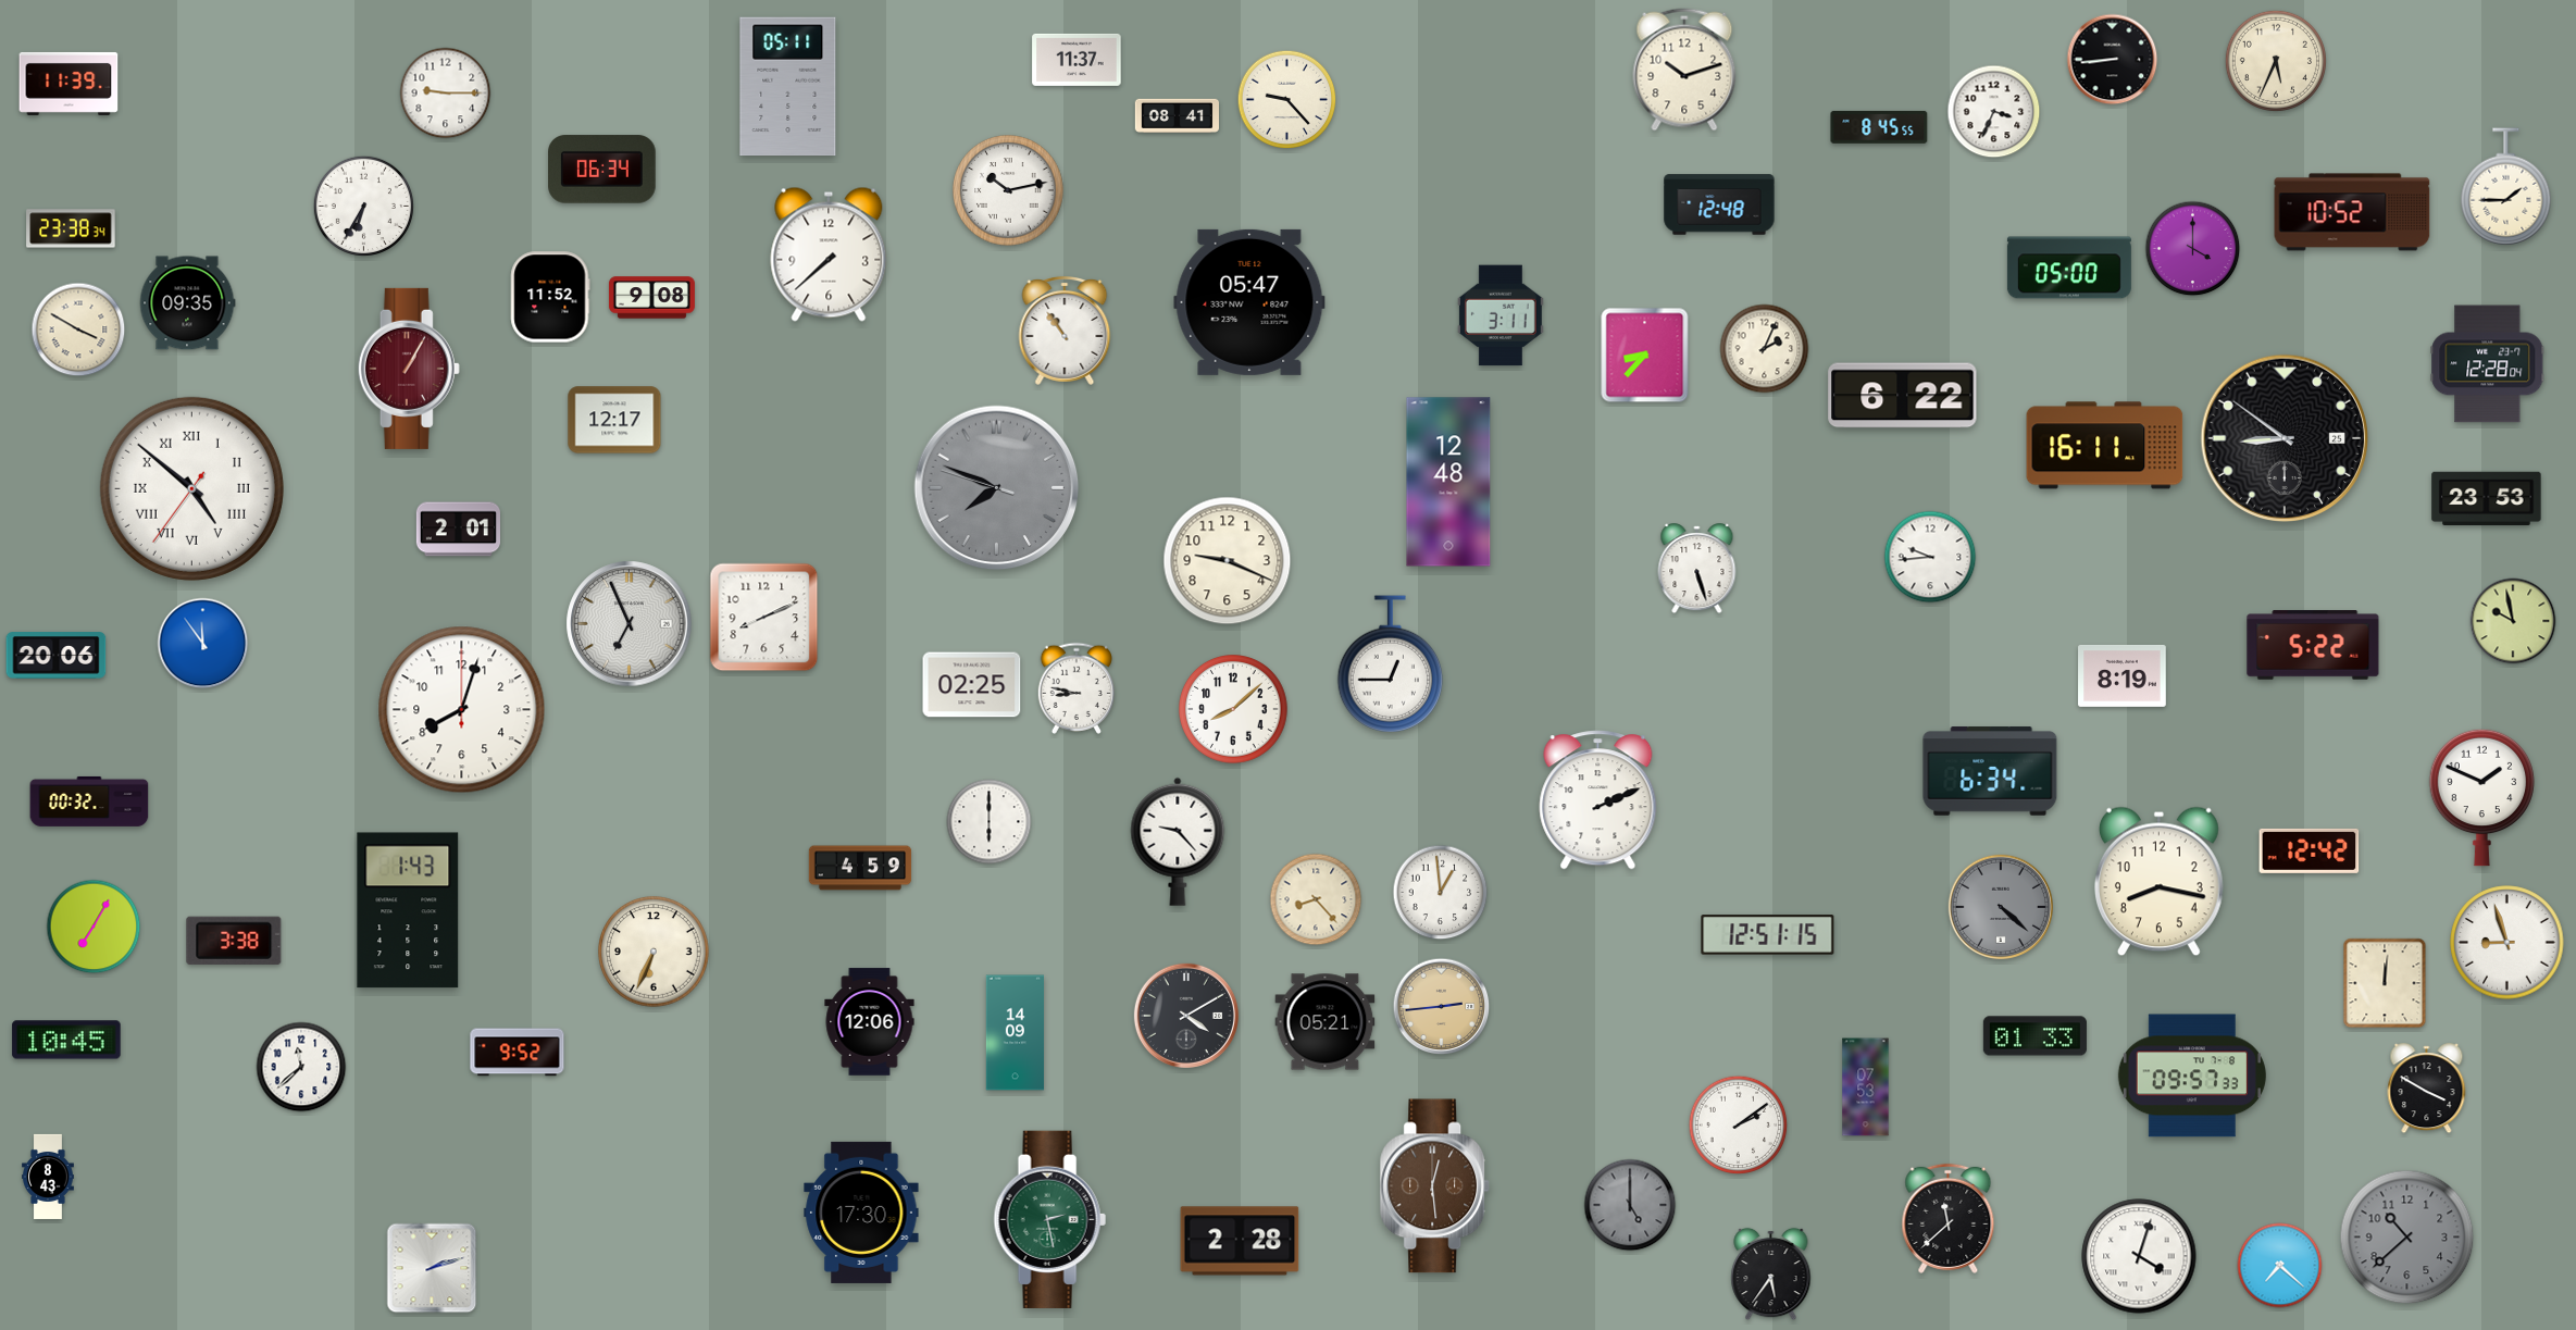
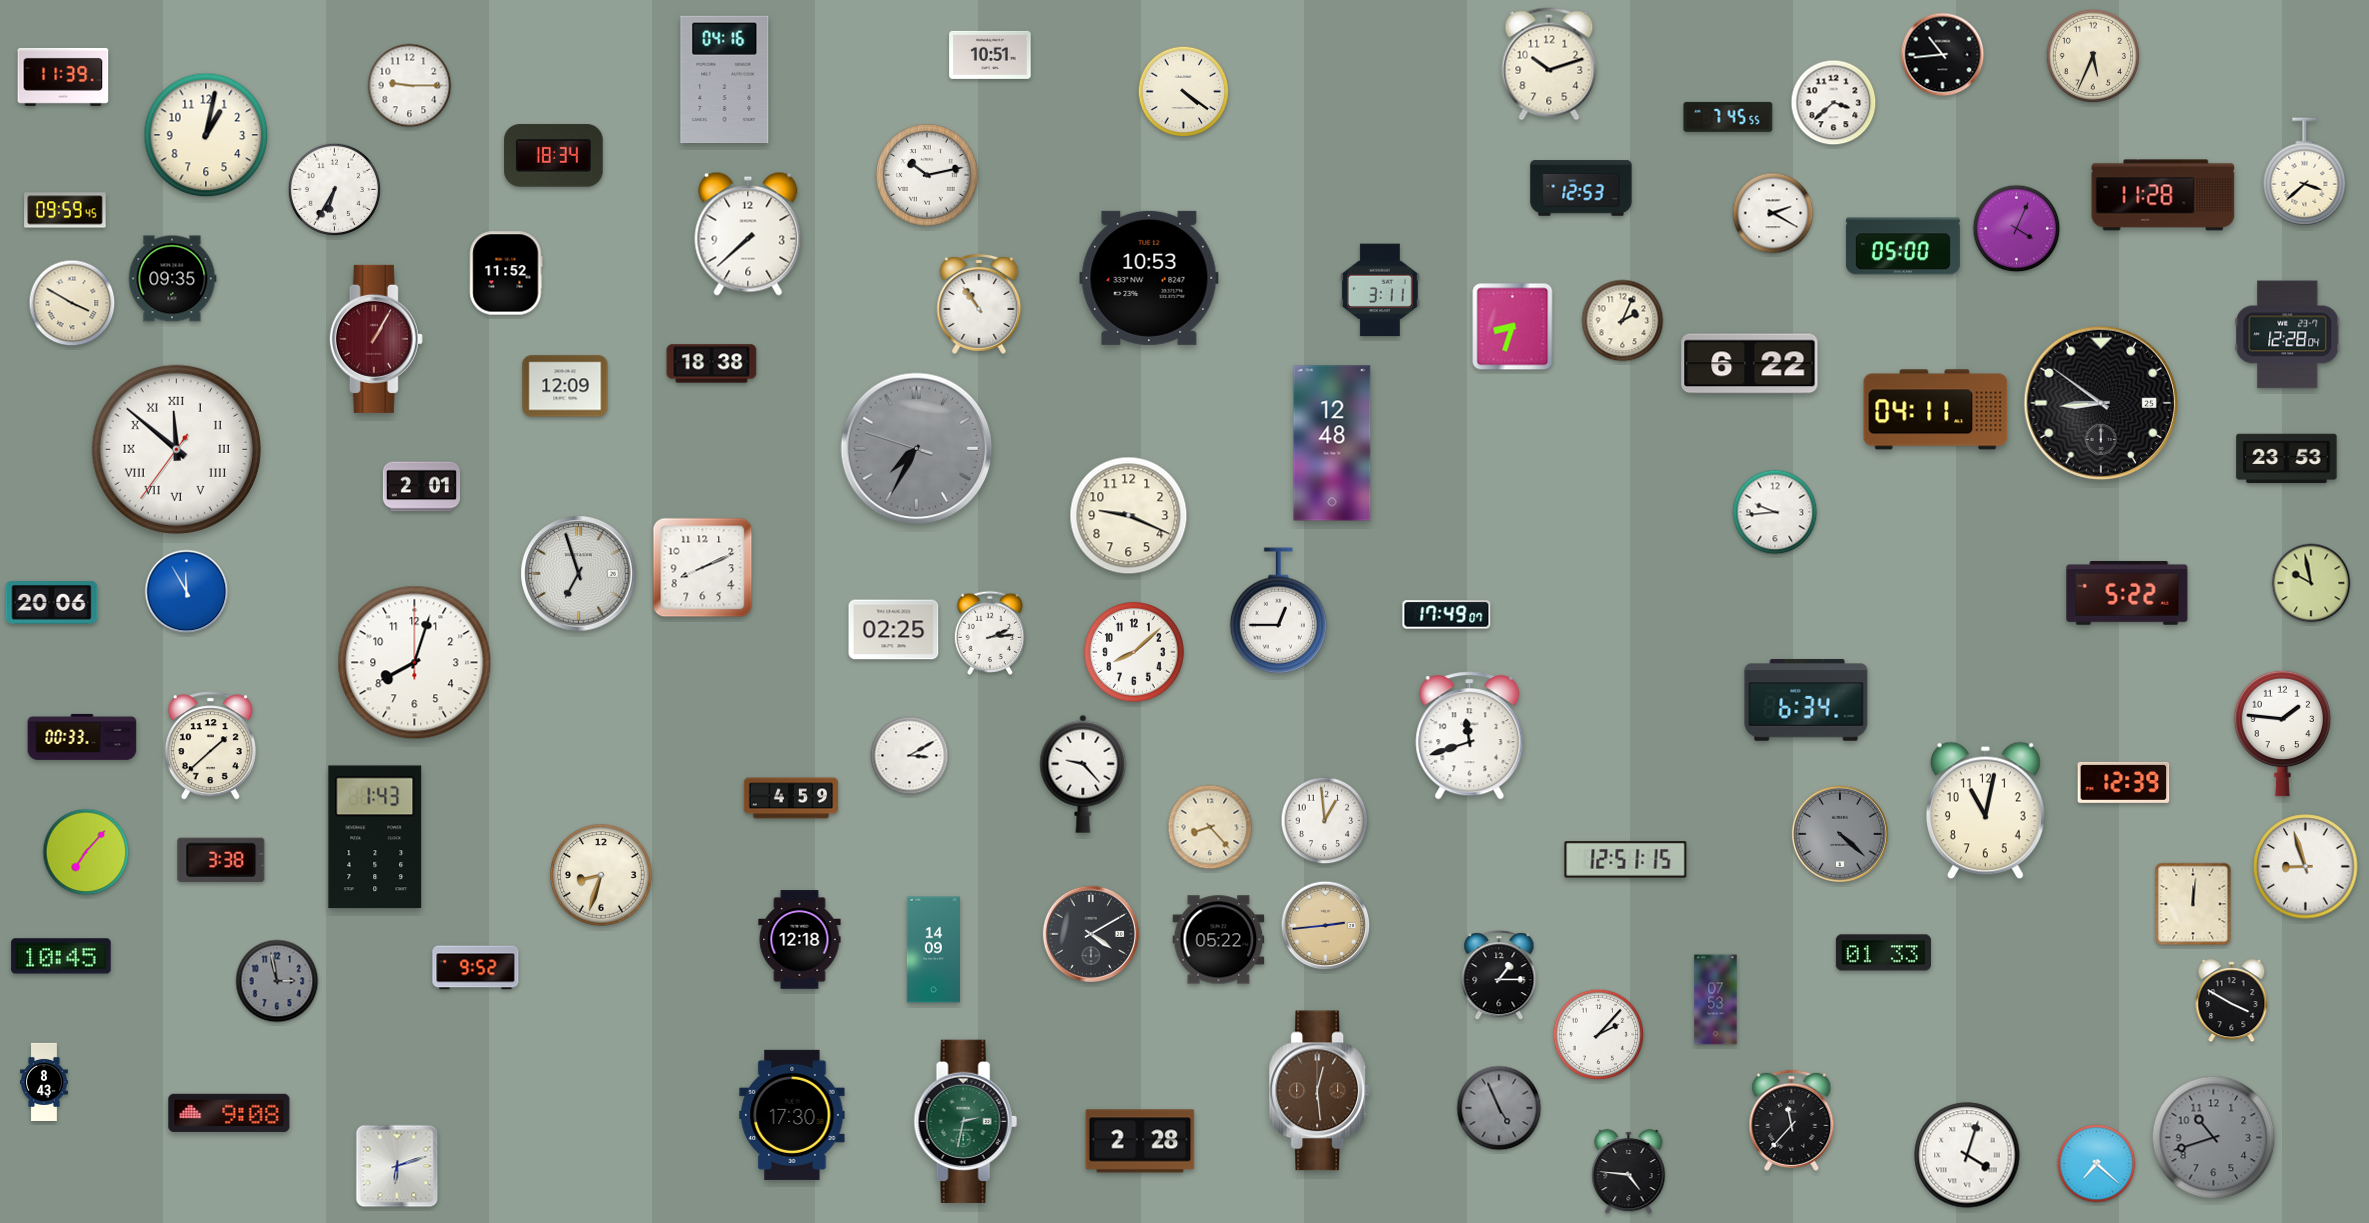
clock at (1077, 60): 11:37 -> 10:51
clock at (2113, 60): 8:44 -> 10:44
clock at (788, 87): 05:11 -> 04:16
clock at (1287, 100): 9:23 -> 4:21
clock at (1994, 112): 3:34 -> 3:38
clock at (1177, 115): 08:41 -> none
clock at (1879, 127): 8:45 -> 7:45
clock at (206, 135): none -> 1:02
clock at (602, 170): 06:34 -> 18:34
clock at (2506, 187): 1:45 -> 3:38
clock at (1719, 204): 12:48 -> 12:53
clock at (2352, 212): 10:52 -> 11:28
clock at (71, 228): 23:38 -> 09:59
clock at (1773, 213): none -> 2:20
clock at (2193, 249): 4:00 -> 4:04
clock at (829, 254) position: (829, 254) -> (748, 234)
clock at (651, 298): 9:08 -> none
clock at (1249, 302): 05:47 -> 10:53
clock at (1645, 356): 8:37 -> 8:33
clock at (712, 364): none -> 18:38
clock at (614, 420): 12:17 -> 12:09
clock at (2105, 446): 16:11 -> 04:11
clock at (191, 488): 4:51 -> 11:51
clock at (997, 488): 7:48 -> 7:34
clock at (1697, 569): 5:27 -> none
clock at (2513, 621) position: (2513, 621) -> (2311, 583)
clock at (630, 624): 6:56 -> 6:57
clock at (203, 644): 11:54 -> 11:55
clock at (1447, 615): none -> 17:49
clock at (2123, 675): 8:19 -> none
clock at (1077, 688): 8:47 -> 2:14
clock at (462, 710) position: (462, 710) -> (415, 663)
clock at (1990, 771) position: (1990, 771) -> (1806, 700)
clock at (2482, 797): 1:49 -> 1:46
clock at (1598, 800): 2:11 -> 11:42
clock at (89, 801): 00:32 -> 00:33
clock at (210, 746): none -> 1:38
clock at (990, 822): 6:00 -> 3:10
clock at (2310, 850): 12:42 -> 12:39
clock at (2158, 882): 8:17 -> 11:02
clock at (94, 927): 7:05 -> 7:07
clock at (234, 941) position: (234, 941) -> (221, 860)
clock at (654, 952): 6:34 -> 8:33
clock at (870, 1022): 12:06 -> 12:18
clock at (1326, 1022): 05:21 -> 05:22
clock at (2034, 1036) position: (2034, 1036) -> (1883, 953)
clock at (1499, 976): none -> 1:15
clock at (301, 1067): 11:38 -> 2:58
clock at (301, 1067) dial: white -> grey
clock at (2192, 1076): 09:57 -> none
clock at (1739, 1126): 2:09 -> 2:07
clock at (1630, 1205): 5:00 -> 4:56
clock at (229, 1113): none -> 9:08
clock at (1949, 1218): 11:38 -> 11:37
clock at (1049, 1219): 2:28 -> 2:32
clock at (2407, 1238): 10:38 -> 10:42
clock at (432, 1268): 2:12 -> 6:12
clock at (1771, 1275): 5:36 -> 4:46
